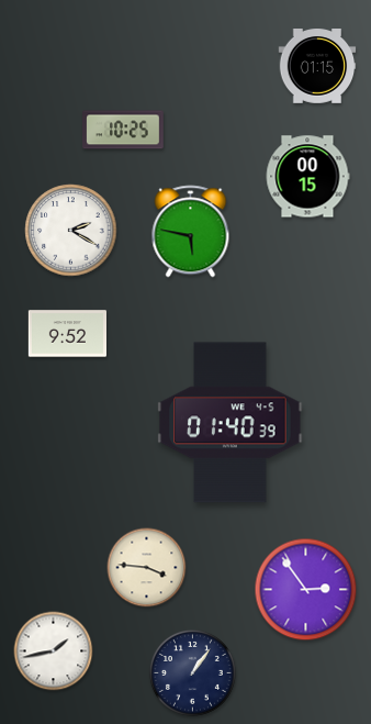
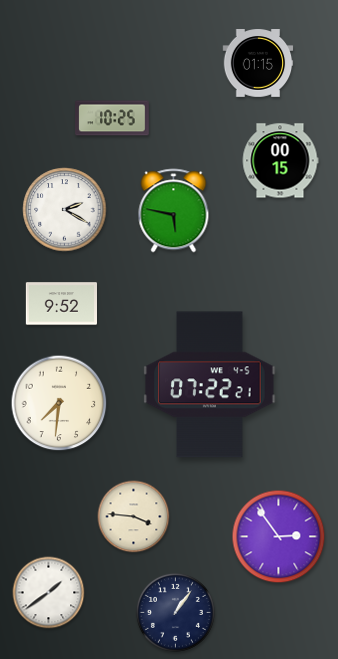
clock at (317, 67) position: (317, 67) -> (258, 64)
clock at (231, 423): 01:40 -> 07:22
clock at (59, 403): none -> 7:31
clock at (54, 651): 1:43 -> 1:39
